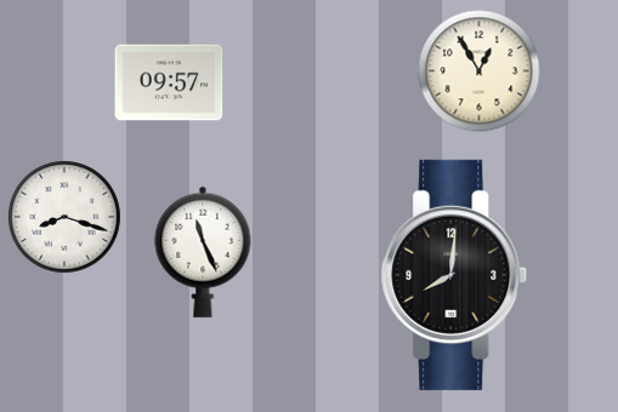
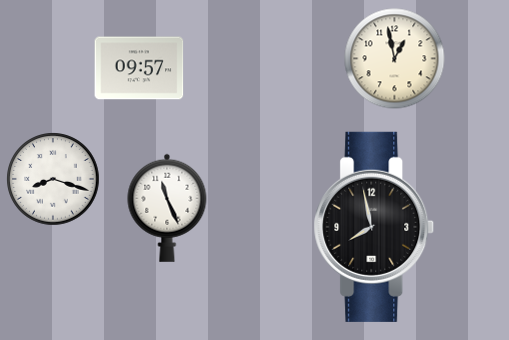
clock at (480, 71): 12:55 -> 12:58
clock at (454, 275): 8:01 -> 7:58
